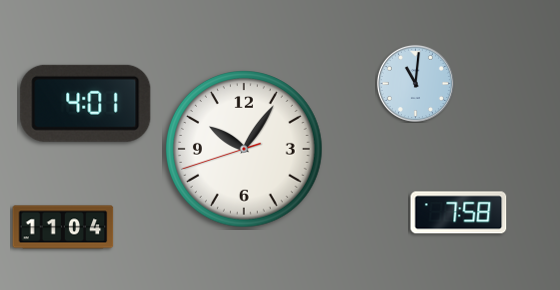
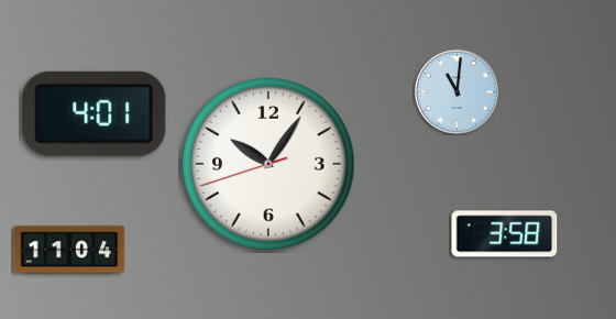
clock at (459, 213): 7:58 -> 3:58
